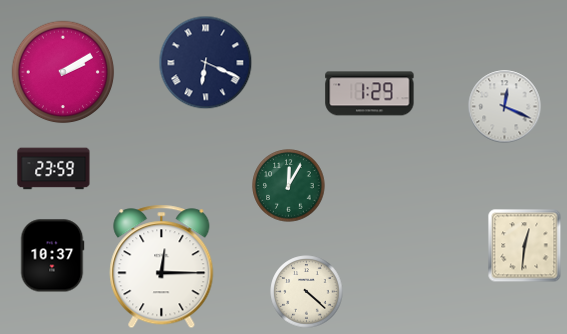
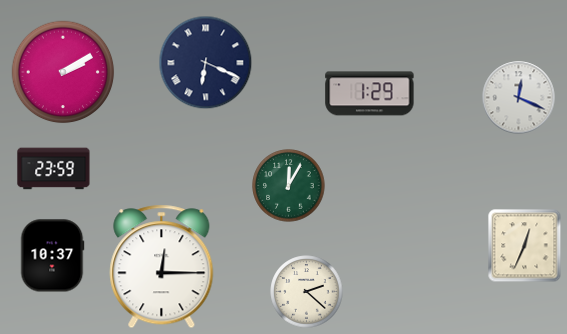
clock at (505, 107) position: (505, 107) -> (519, 98)
clock at (525, 246): 12:31 -> 12:34
clock at (307, 292): 4:22 -> 2:22
